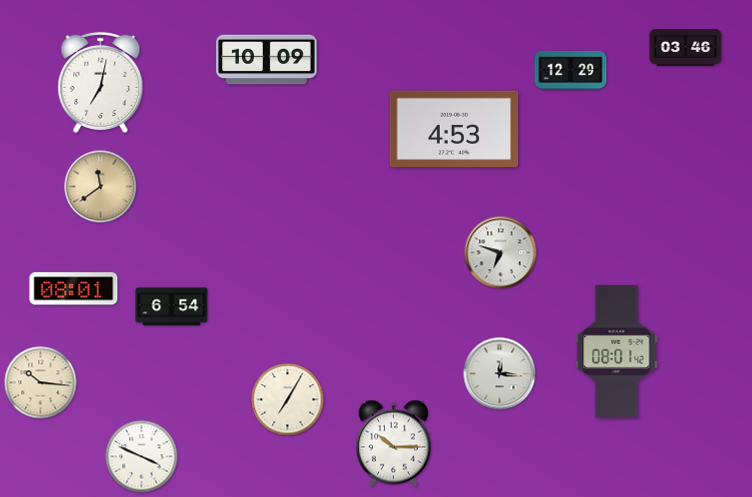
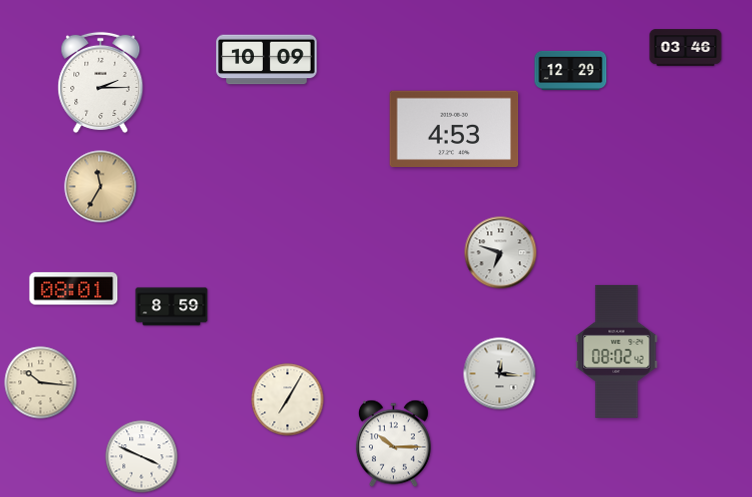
clock at (101, 82): 7:02 -> 2:15
clock at (101, 187): 11:39 -> 11:35
clock at (172, 307): 6:54 -> 8:59
clock at (617, 351): 08:01 -> 08:02
